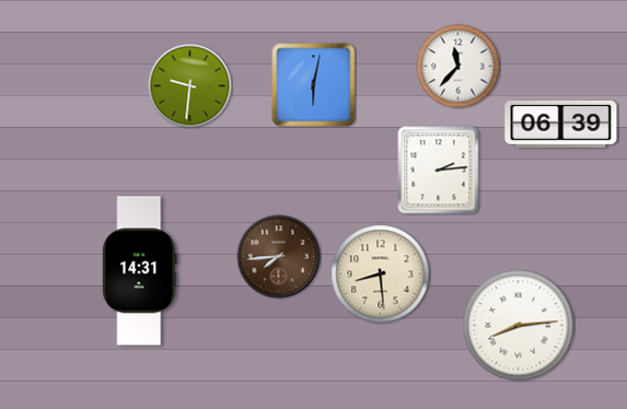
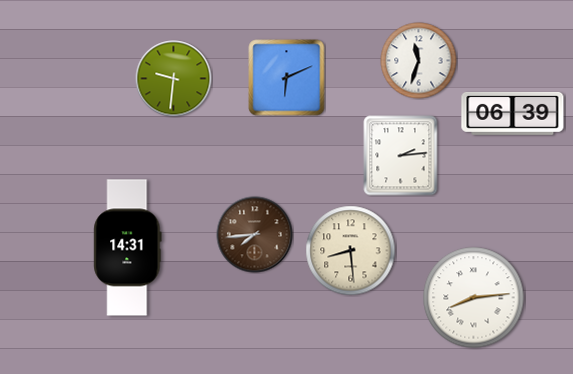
clock at (458, 67): 11:37 -> 11:33
clock at (314, 85): 6:02 -> 6:11
clock at (381, 274) position: (381, 274) -> (351, 251)
